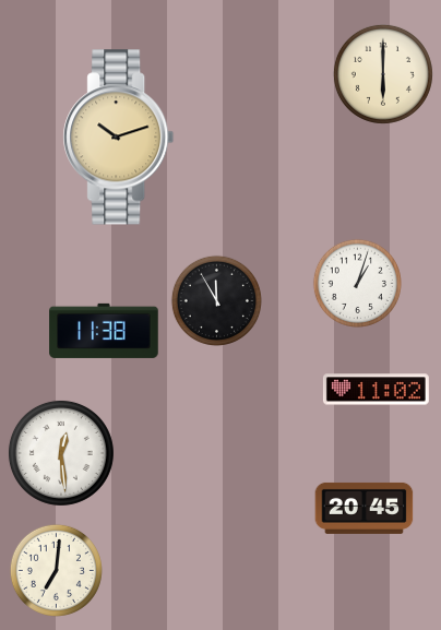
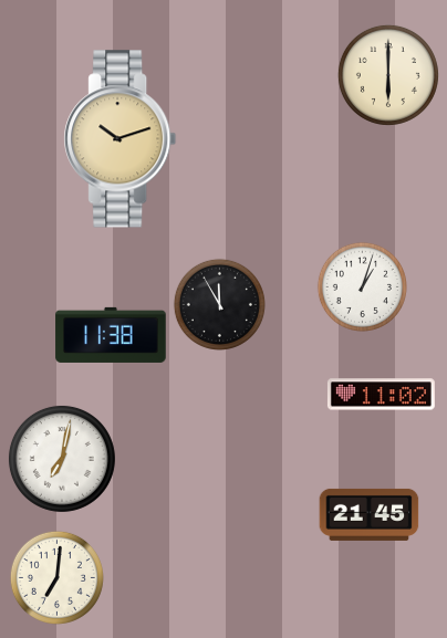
clock at (104, 331) position: (104, 331) -> (111, 335)
clock at (61, 453): 12:29 -> 7:02
clock at (365, 508): 20:45 -> 21:45
